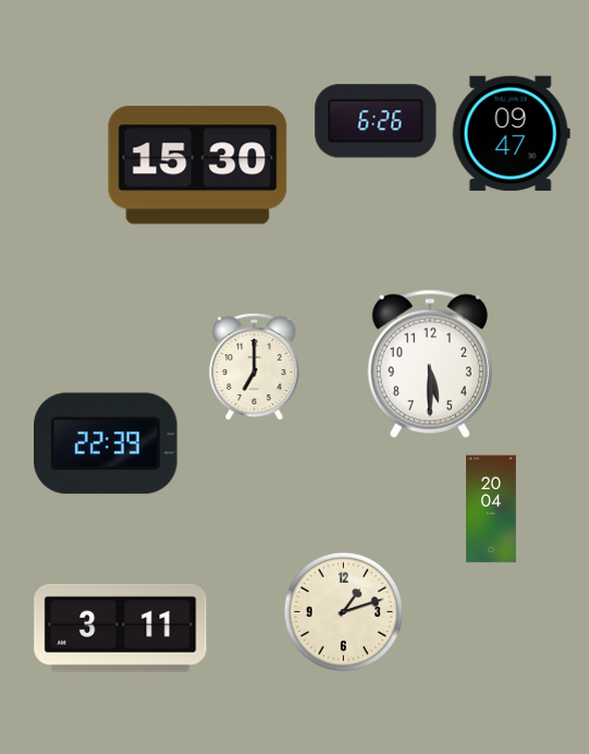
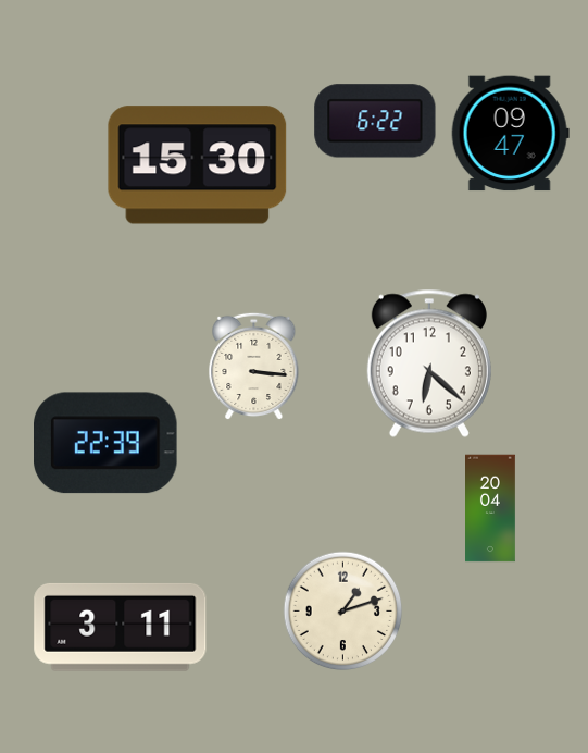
clock at (376, 121): 6:26 -> 6:22
clock at (430, 364): 5:30 -> 6:22
clock at (255, 367): 7:00 -> 3:16
